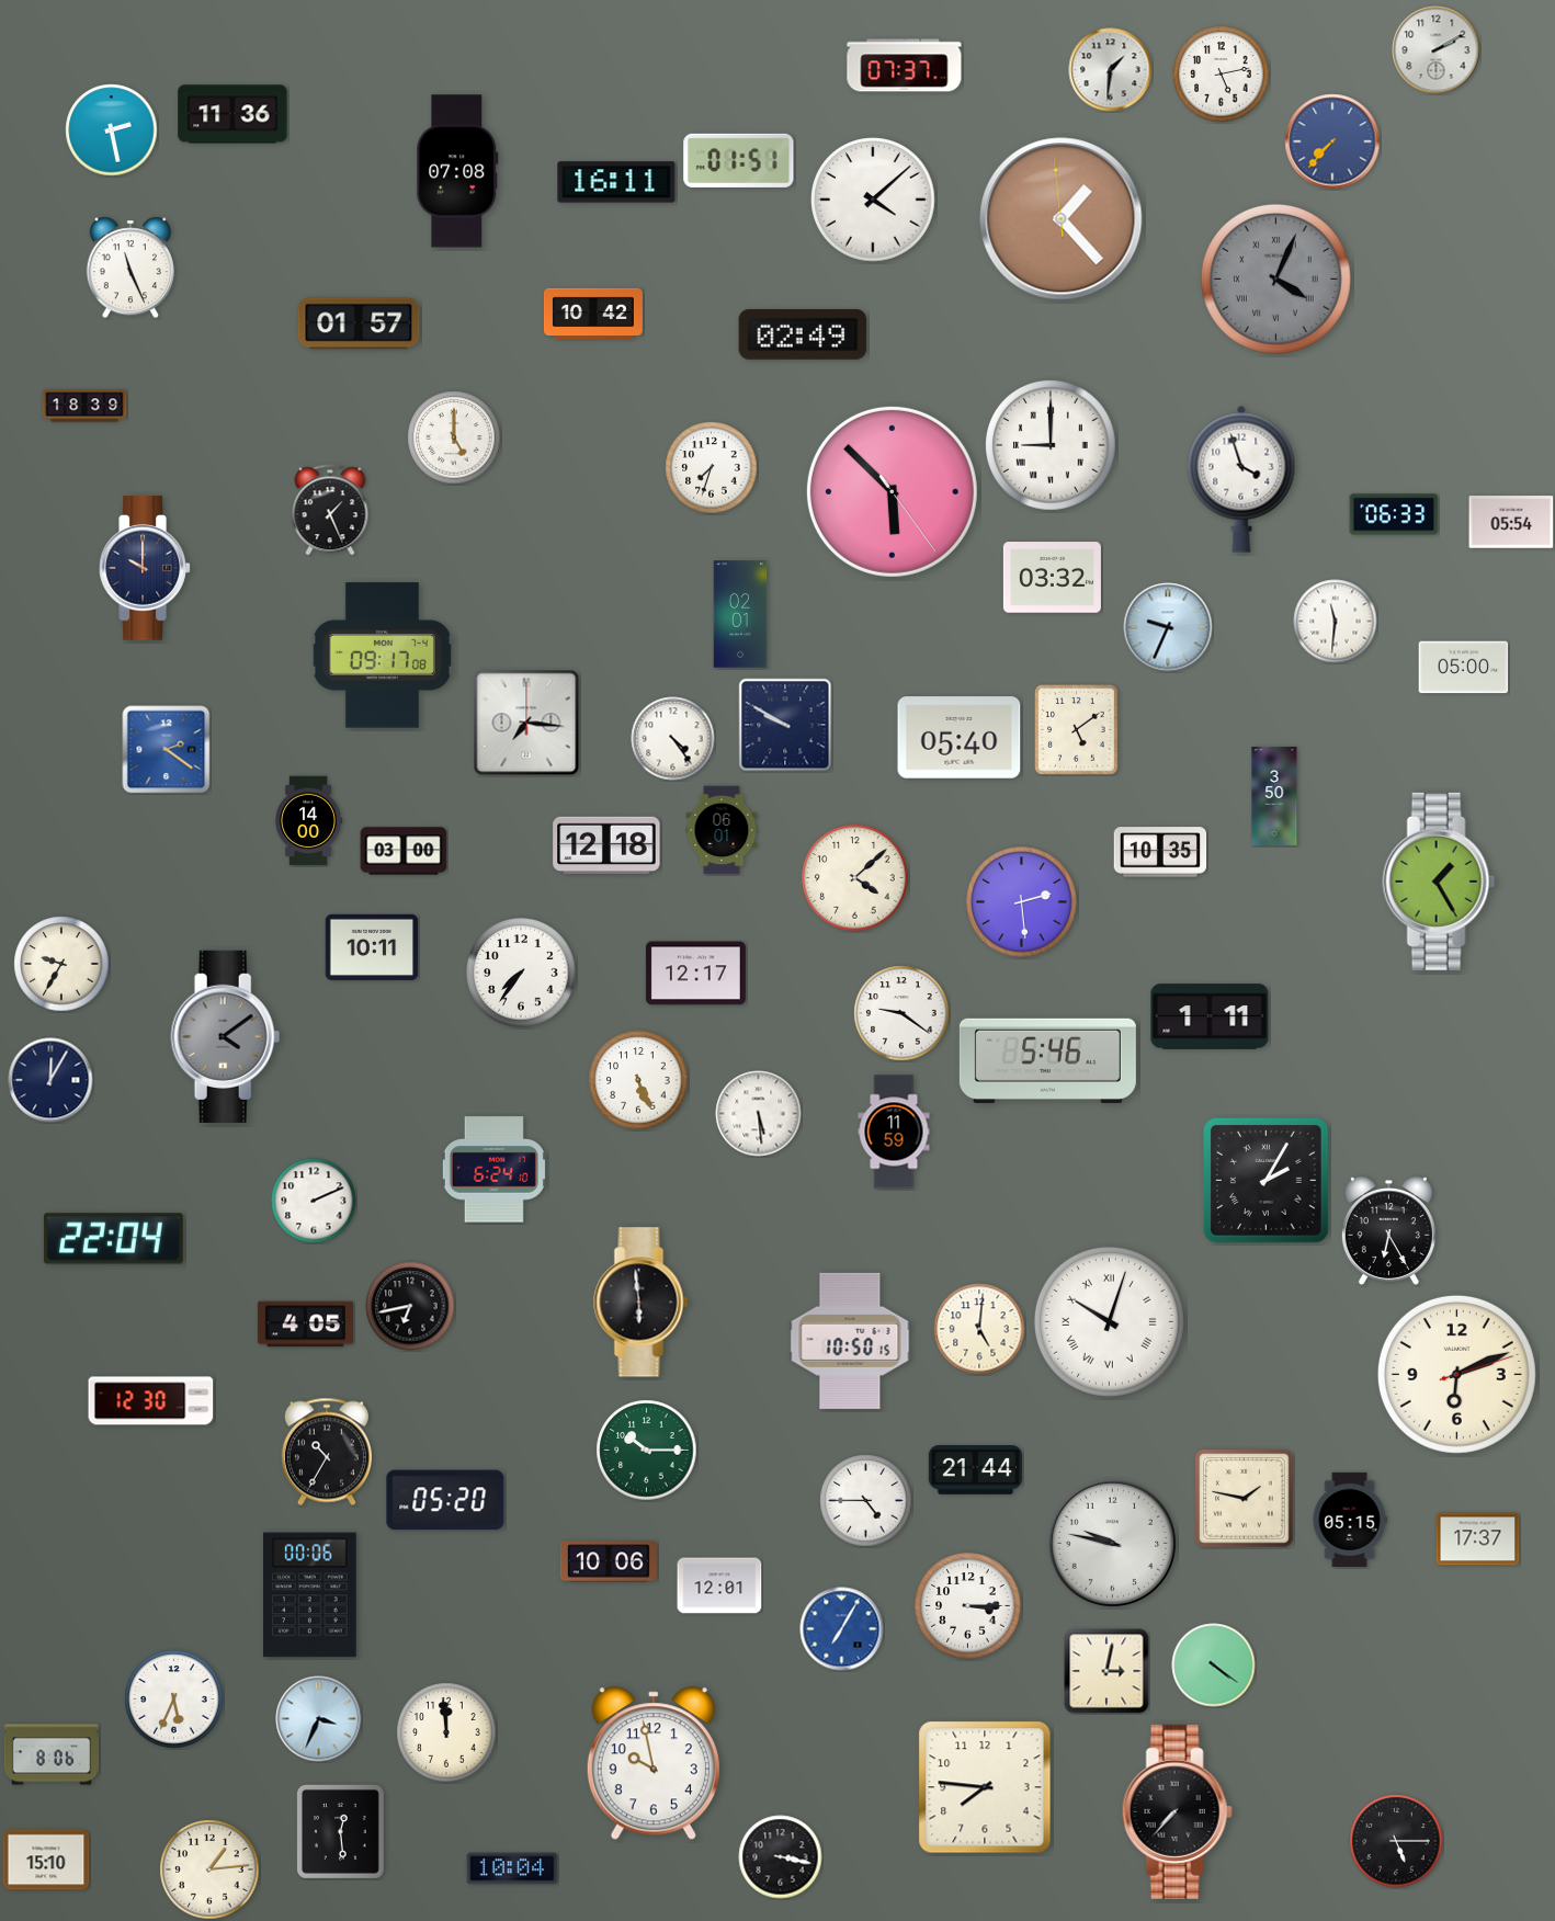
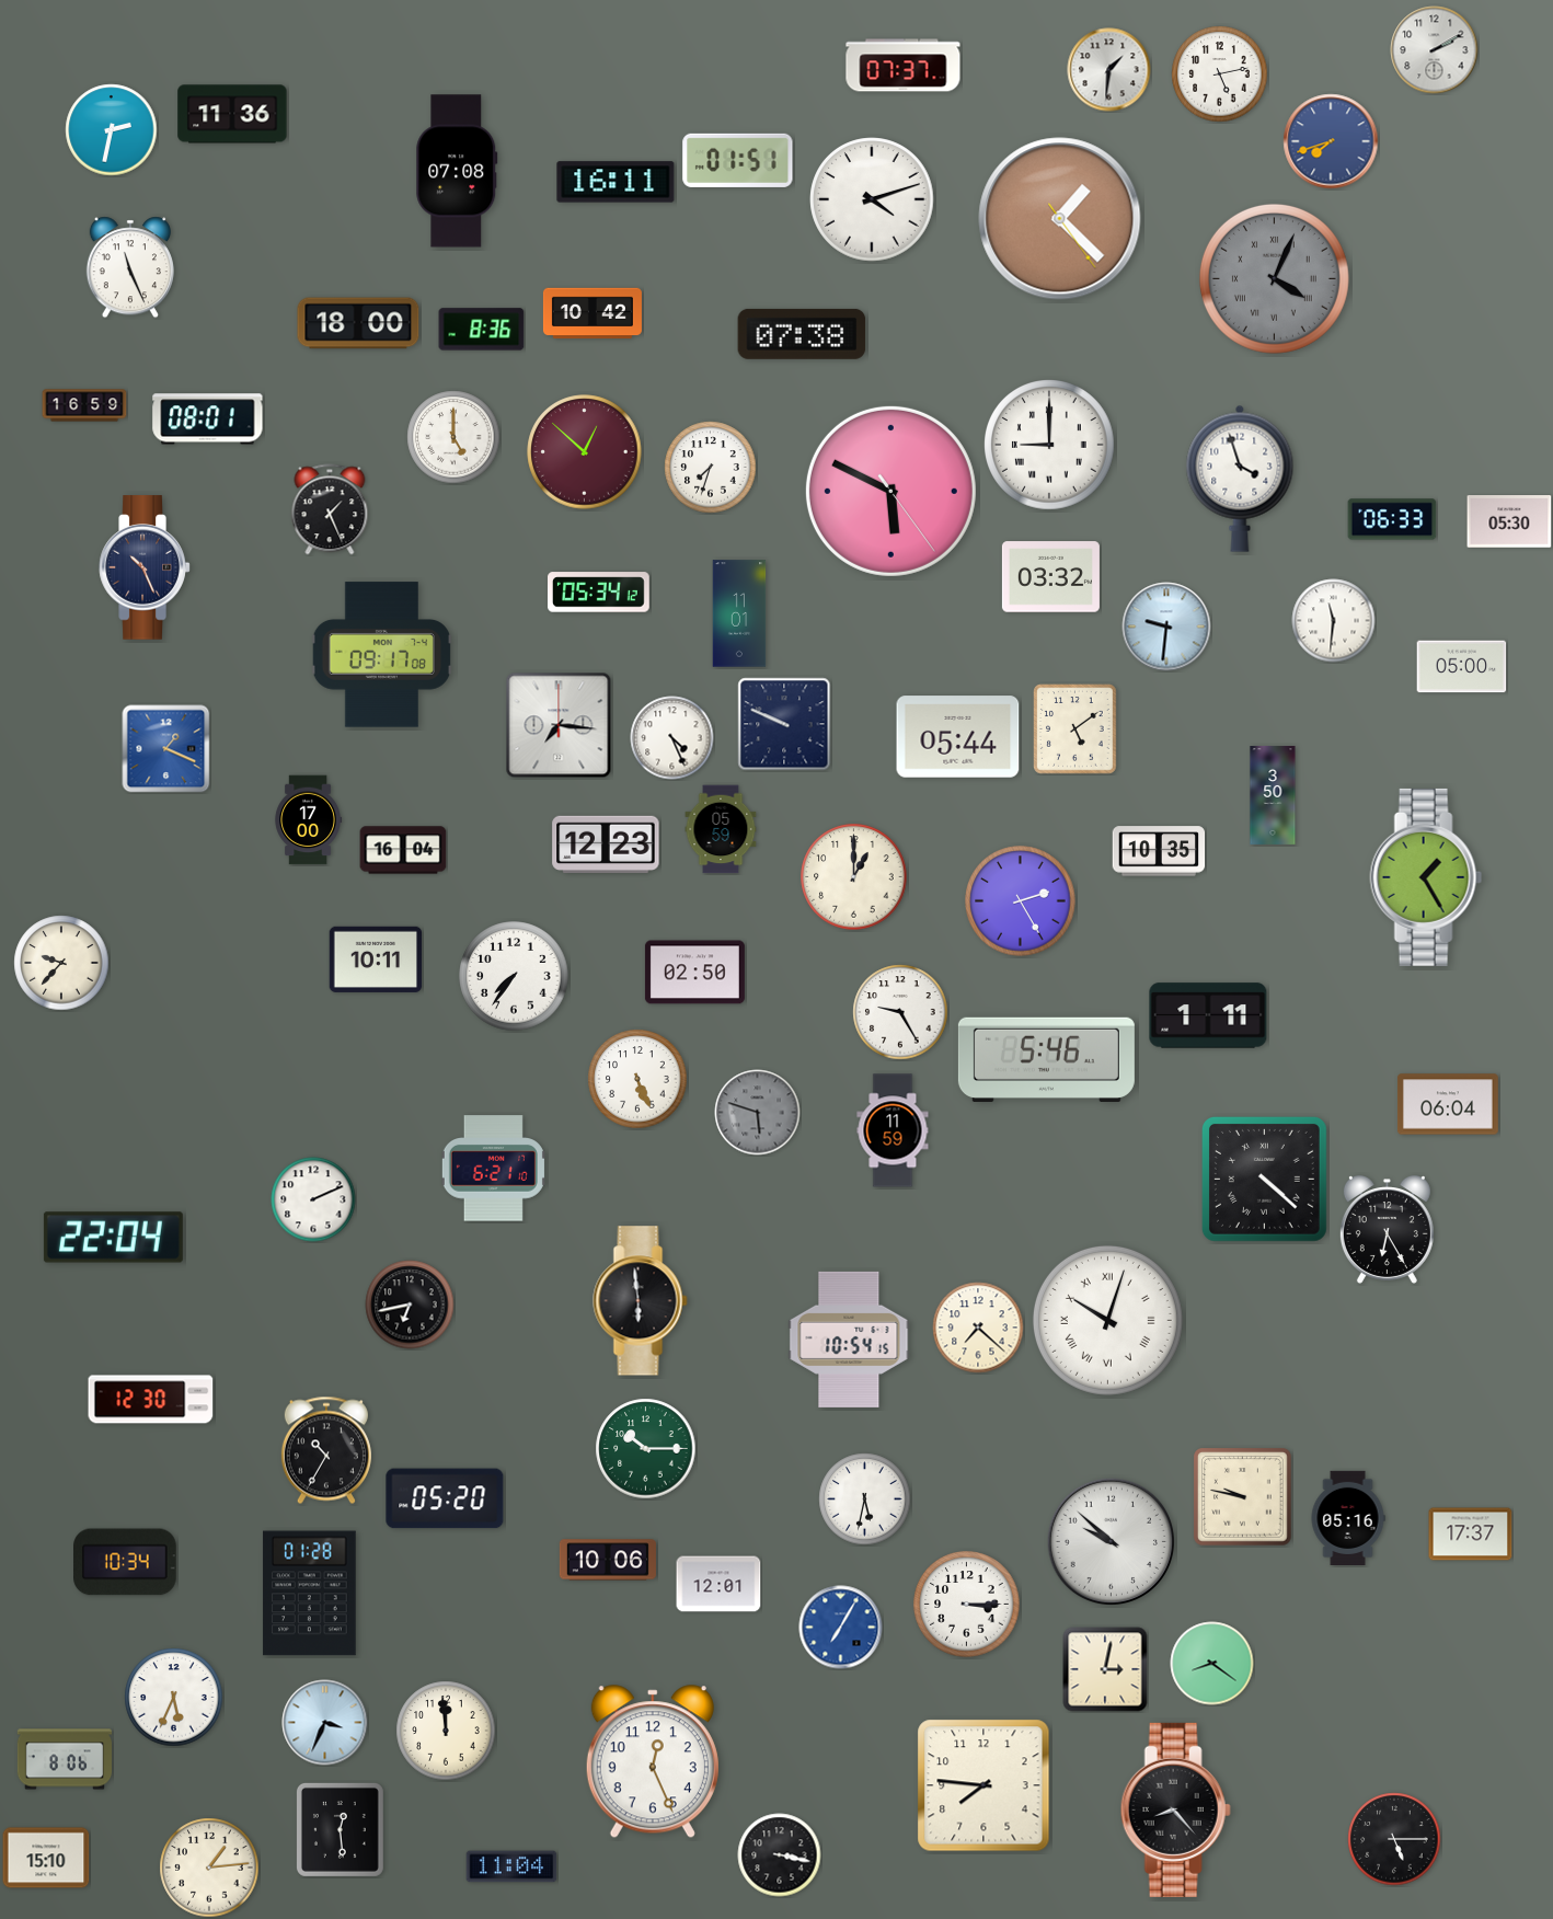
clock at (112, 130): 2:28 -> 2:32
clock at (1332, 141): 7:37 -> 7:42
clock at (873, 200): 4:08 -> 4:12
clock at (1062, 219): 1:22:59 -> 1:22:24
clock at (359, 323): 01:57 -> 18:00
clock at (482, 330): none -> 8:36
clock at (803, 334): 02:49 -> 07:38
clock at (84, 406): 18:39 -> 16:59
clock at (208, 420): none -> 08:01
clock at (585, 452): none -> 12:52
clock at (892, 491): 5:52 -> 5:49
clock at (1394, 514) position: (1394, 514) -> (1392, 519)
clock at (1511, 522): 05:54 -> 05:30
clock at (145, 568): 10:00 -> 10:26
clock at (599, 593): none -> 05:34
clock at (740, 614): 02:01 -> 11:01
clock at (1168, 627): 9:34 -> 9:31
clock at (526, 723) position: (526, 723) -> (559, 725)
clock at (785, 725): 9:50 -> 9:49
clock at (960, 738): 05:40 -> 05:44
clock at (673, 739): 4:24 -> 4:26
clock at (167, 750): 2:21 -> 1:19
clock at (308, 821): 14:00 -> 17:00
clock at (722, 830): 06:01 -> 05:59
clock at (606, 844): 12:18 -> 12:23
clock at (404, 851): 03:00 -> 16:04
clock at (855, 878): 4:08 -> 1:00
clock at (1439, 882) position: (1439, 882) -> (1426, 877)
clock at (1022, 902): 2:29 -> 2:25
clock at (372, 947) position: (372, 947) -> (376, 959)
clock at (61, 964): 9:35 -> 9:37
clock at (521, 973) position: (521, 973) -> (514, 976)
clock at (695, 974): 12:17 -> 02:50
clock at (901, 1013): 9:21 -> 9:25
clock at (226, 1036): 4:09 -> none
clock at (50, 1080): 12:05 -> none
clock at (1448, 1104): none -> 06:04
clock at (759, 1114): 5:29 -> 5:48
clock at (759, 1114) dial: white -> grey
clock at (493, 1170): 6:24 -> 6:21
clock at (1265, 1180): 2:05 -> 4:22
clock at (305, 1325): 4:05 -> none
clock at (979, 1329): 5:01 -> 7:22
clock at (850, 1341): 10:50 -> 10:54
clock at (1456, 1374): 6:11 -> none
clock at (975, 1470): 21:44 -> none
clock at (1245, 1499): 1:47 -> 9:47
clock at (866, 1501): 4:45 -> 5:32
clock at (1350, 1519): 05:15 -> 05:16
clock at (1478, 1539) position: (1478, 1539) -> (1471, 1535)
clock at (1113, 1544): 9:47 -> 9:52
clock at (126, 1562): none -> 10:34
clock at (310, 1595): 00:06 -> 01:28
clock at (1214, 1666): 4:21 -> 8:21
clock at (319, 1719) position: (319, 1719) -> (325, 1723)
clock at (50, 1754) position: (50, 1754) -> (64, 1759)
clock at (654, 1764): 9:58 -> 12:26
clock at (1177, 1811): 7:37 -> 8:23
clock at (512, 1868): 10:04 -> 11:04
